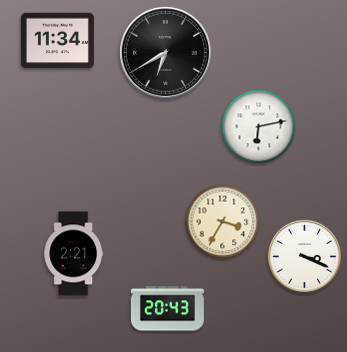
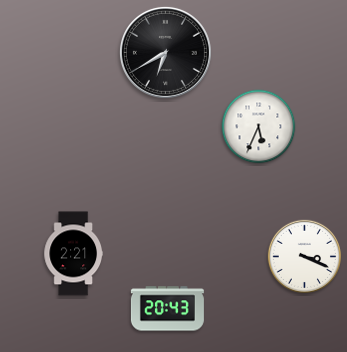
clock at (57, 41): 11:34 -> none
clock at (259, 127): 6:13 -> 5:34
clock at (223, 222): 3:35 -> none
